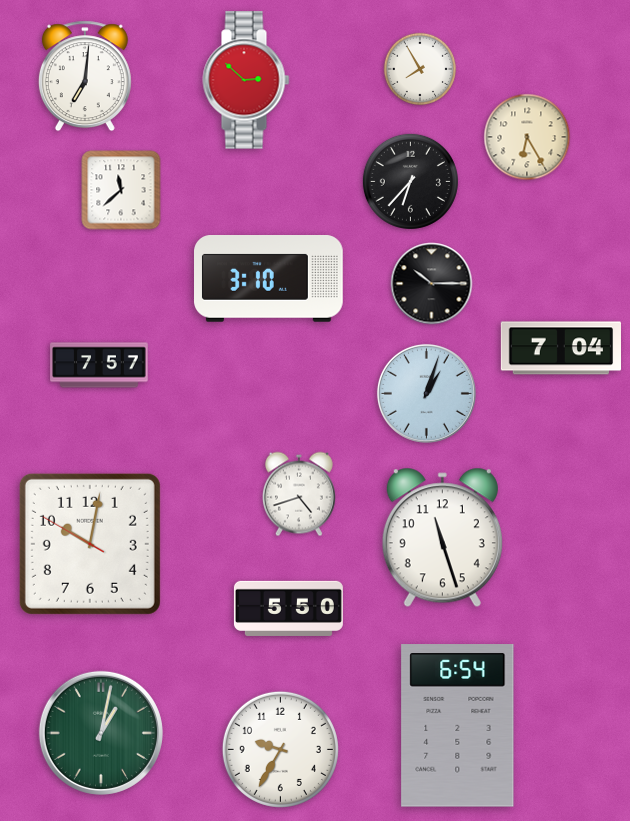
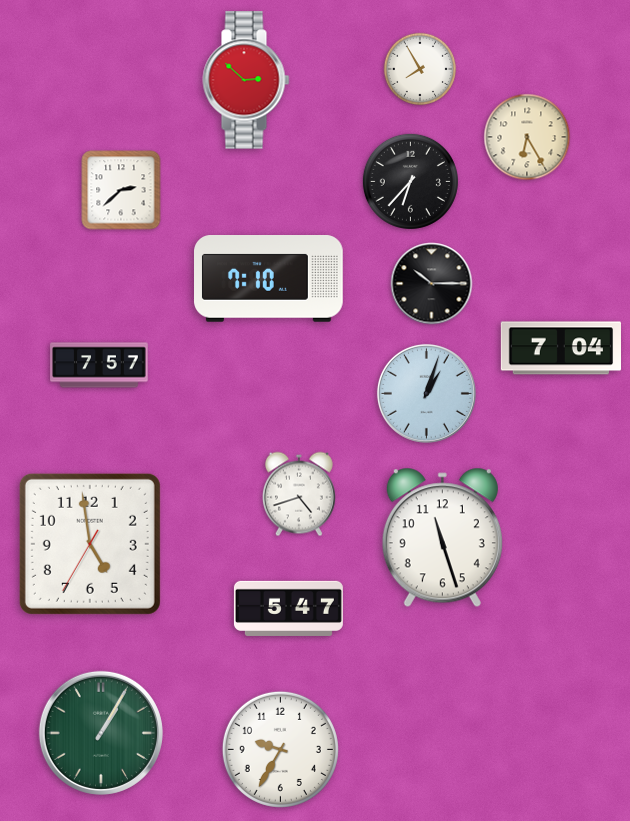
clock at (85, 76): 7:01 -> none
clock at (121, 190): 11:38 -> 2:38
clock at (269, 279): 3:10 -> 7:10
clock at (90, 544): 10:01 -> 4:58
clock at (288, 608): 5:50 -> 5:47
clock at (458, 726): 6:54 -> none
clock at (101, 733): 1:02 -> 1:05
